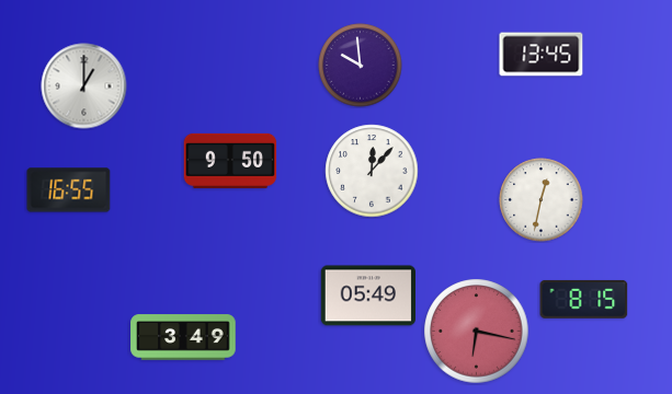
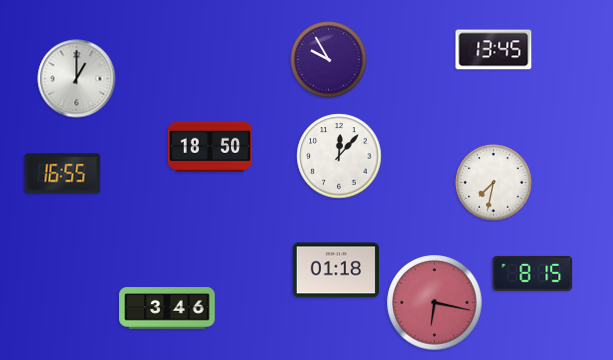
clock at (361, 66): 9:59 -> 9:55
clock at (230, 161): 9:50 -> 18:50
clock at (542, 200): 12:32 -> 7:32
clock at (367, 296): 05:49 -> 01:18
clock at (183, 337): 3:49 -> 3:46
